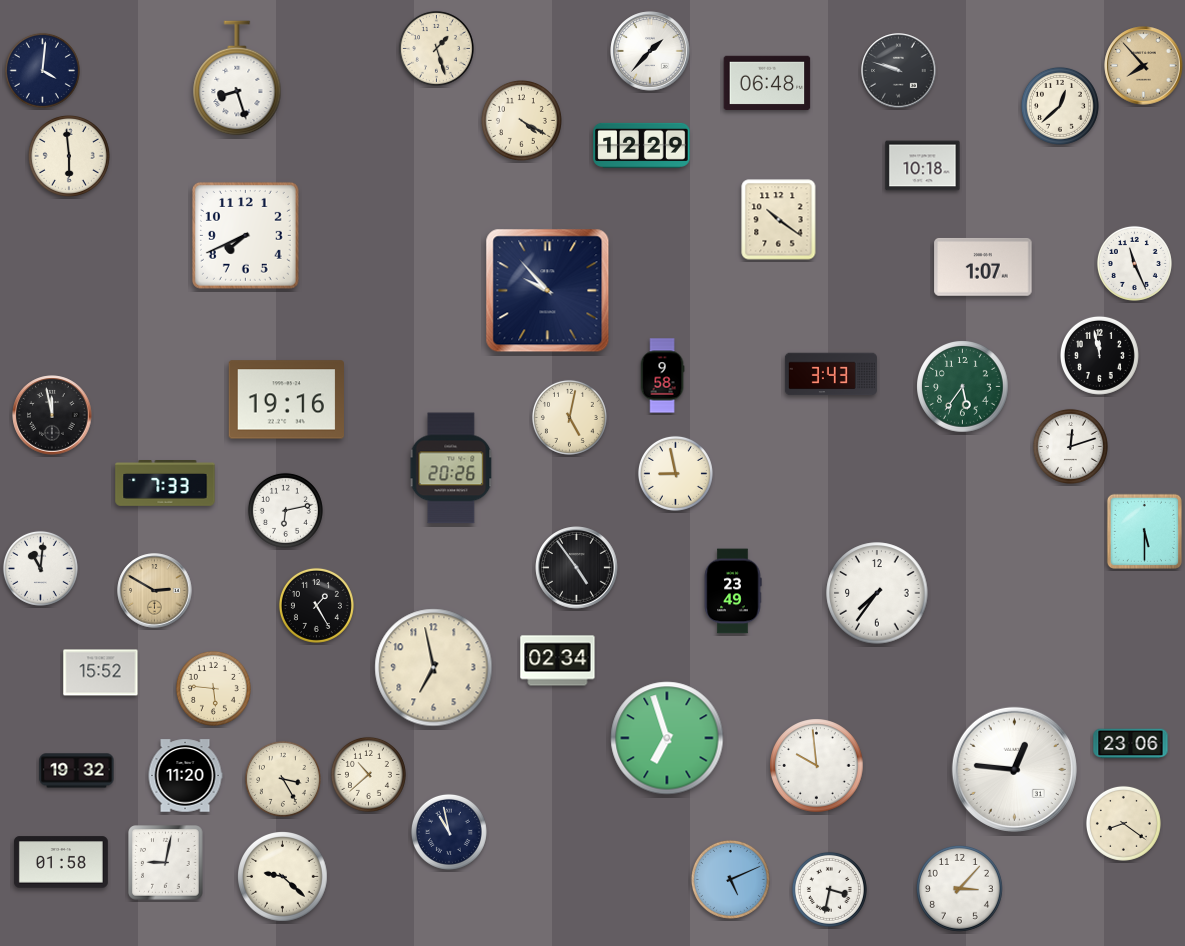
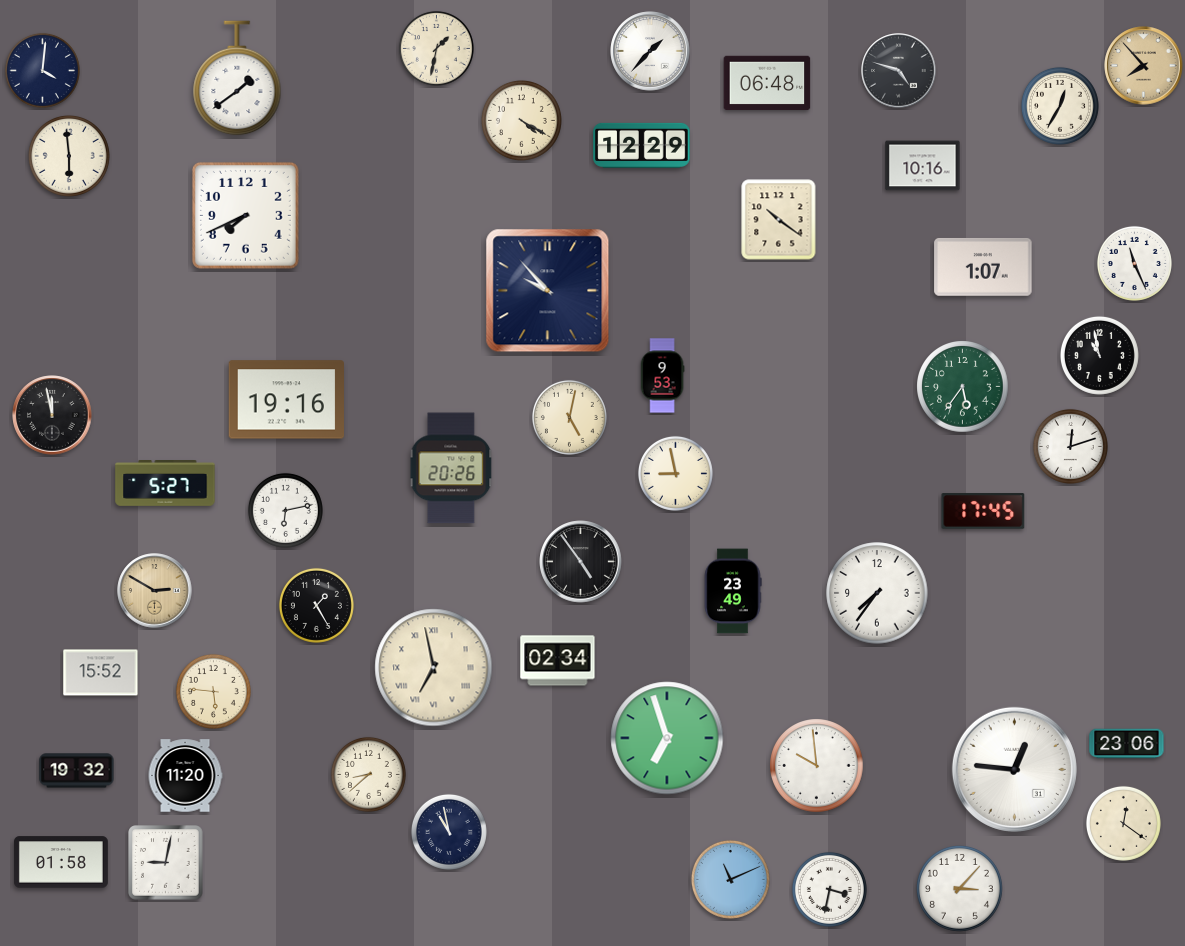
clock at (436, 48): 1:27 -> 1:32
clock at (899, 71): 9:48 -> 4:48
clock at (237, 78): 8:27 -> 1:39
clock at (1060, 106): 12:38 -> 12:35
clock at (923, 166): 10:18 -> 10:16
clock at (245, 235) position: (245, 235) -> (245, 215)
clock at (1099, 355): 11:58 -> 10:58
clock at (831, 374): 3:43 -> none
clock at (662, 376): 9:58 -> 9:53
clock at (165, 484): 7:33 -> 5:27
clock at (983, 511): none -> 17:45
clock at (1144, 531): 5:30 -> none
clock at (40, 568): 11:01 -> none
clock at (577, 568) position: (577, 568) -> (581, 562)
clock at (434, 668) numerals: Arabic -> Roman
clock at (213, 688) position: (213, 688) -> (213, 691)
clock at (1131, 744) position: (1131, 744) -> (1127, 744)
clock at (368, 774): 10:38 -> 8:38
clock at (283, 779): 3:25 -> none
clock at (1123, 823): 8:21 -> 12:21
clock at (283, 877): 9:22 -> none
clock at (730, 879): 5:11 -> 11:11
